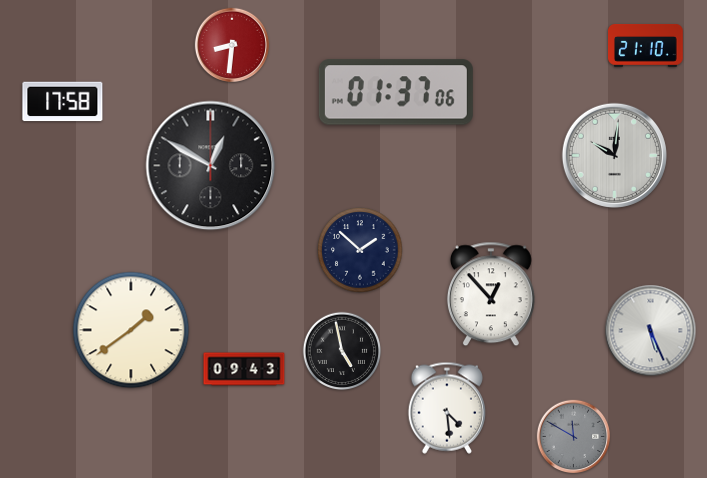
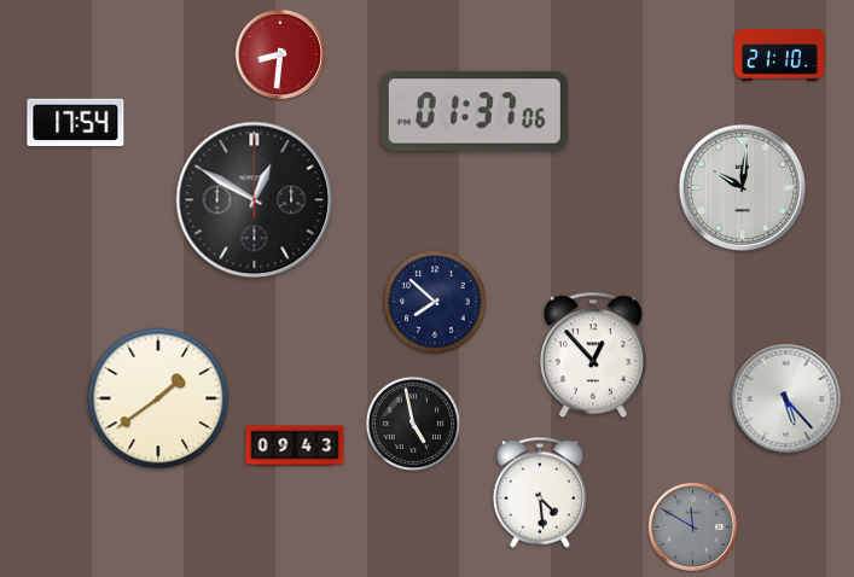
clock at (396, 92) position: (396, 92) -> (475, 111)
clock at (63, 102): 17:58 -> 17:54
clock at (360, 250): 1:52 -> 7:52
clock at (651, 331): 5:26 -> 5:23
